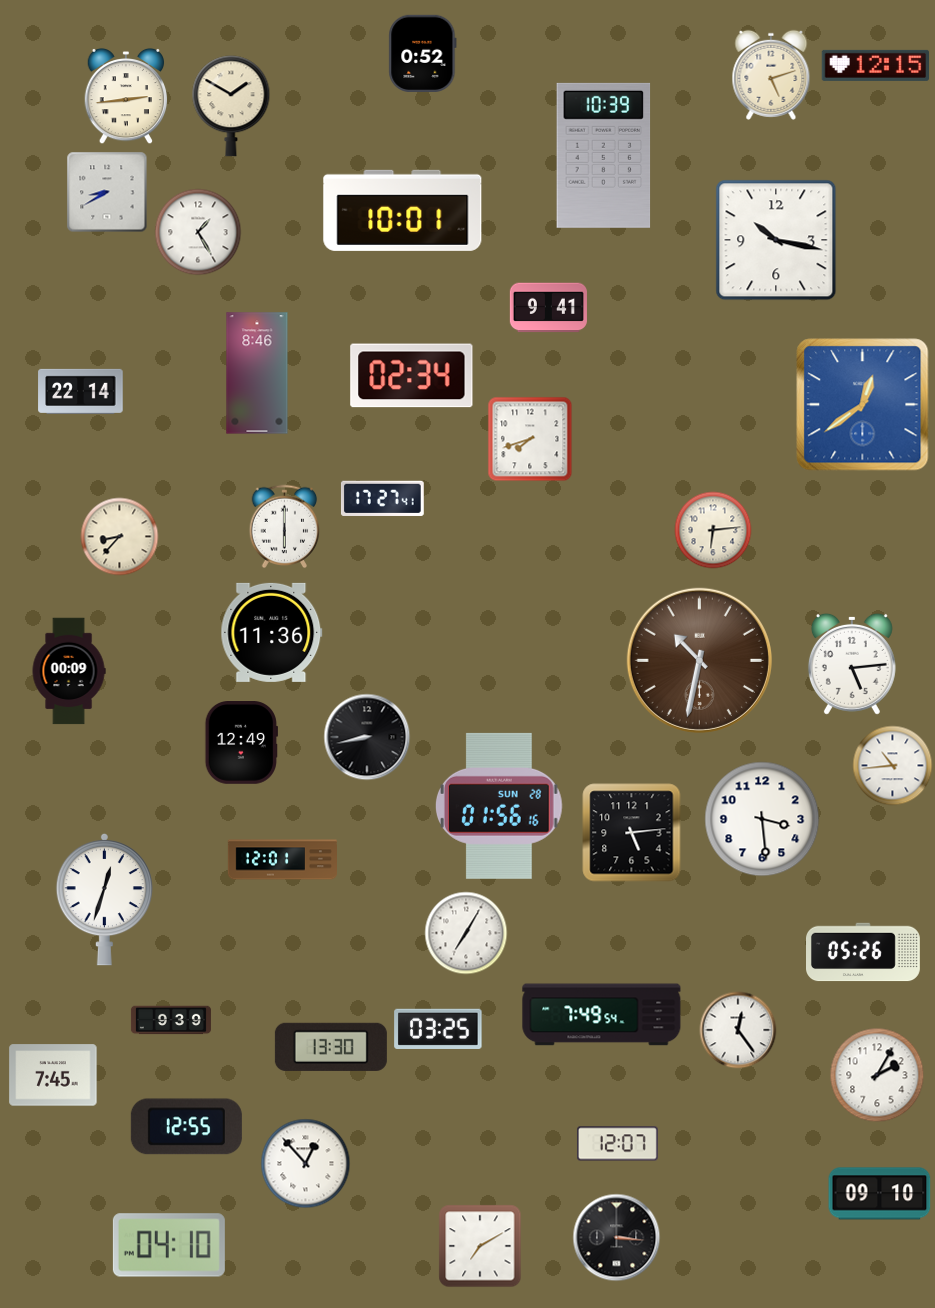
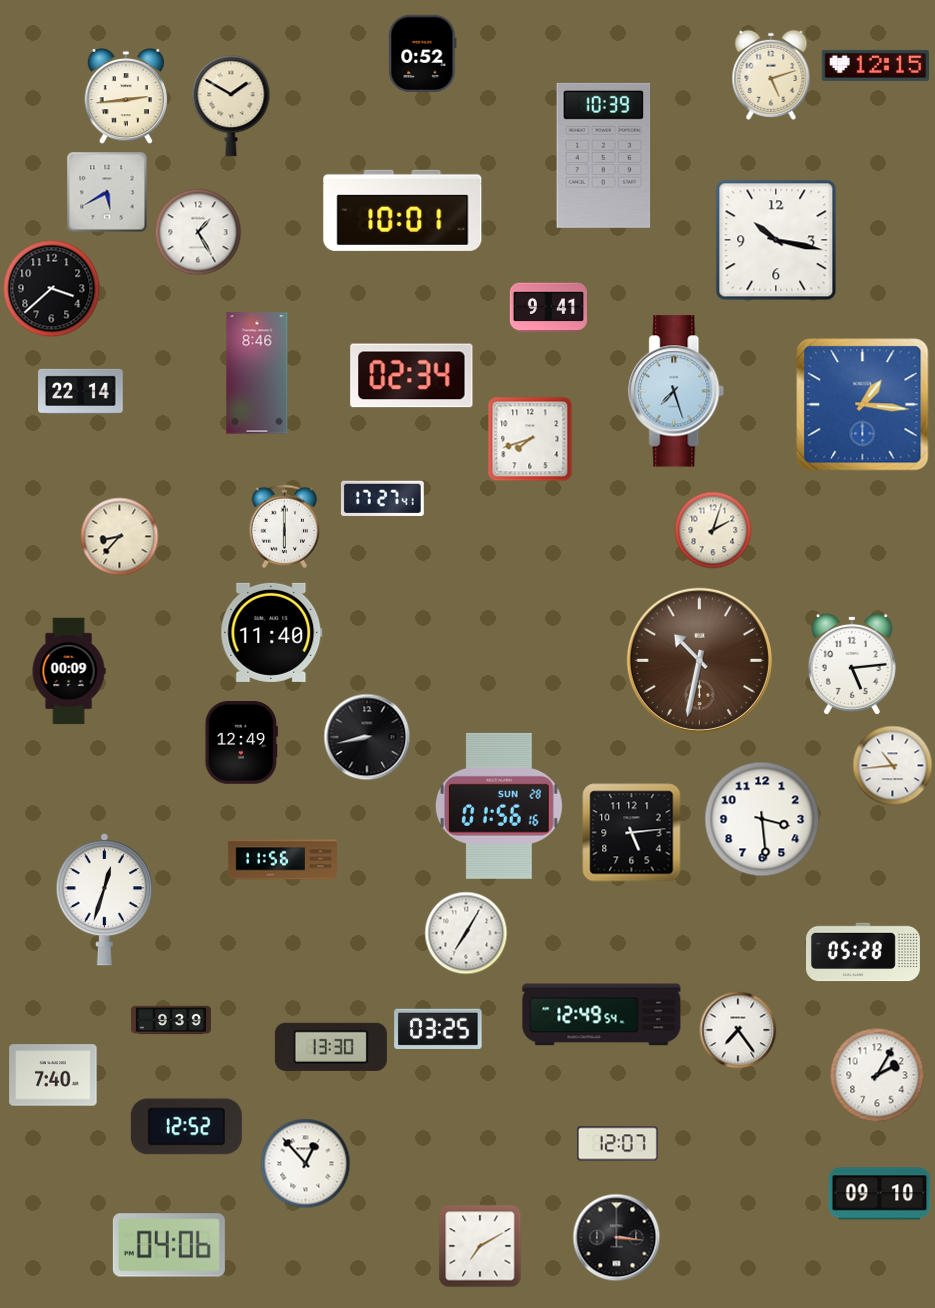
clock at (107, 192): 8:40 -> 5:40
clock at (52, 289): none -> 3:38
clock at (677, 391): none -> 7:27
clock at (863, 405): 12:39 -> 1:16
clock at (713, 530): 6:14 -> 2:03
clock at (272, 632): 11:36 -> 11:40
clock at (282, 860): 12:01 -> 11:56
clock at (864, 952): 05:26 -> 05:28
clock at (602, 1015): 7:49 -> 12:49
clock at (738, 1030): 12:24 -> 7:24
clock at (53, 1075): 7:45 -> 7:40
clock at (186, 1127): 12:55 -> 12:52
clock at (169, 1245): 04:10 -> 04:06
